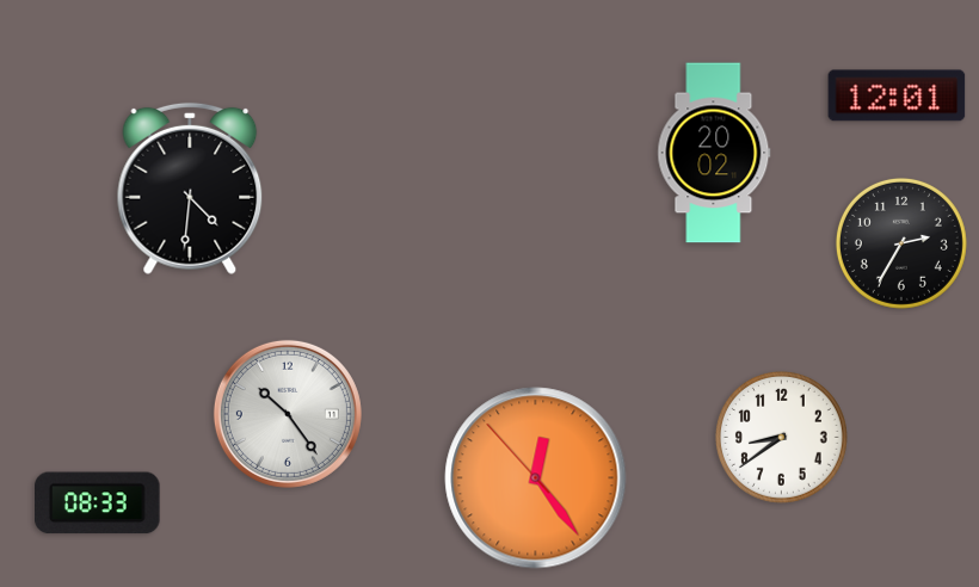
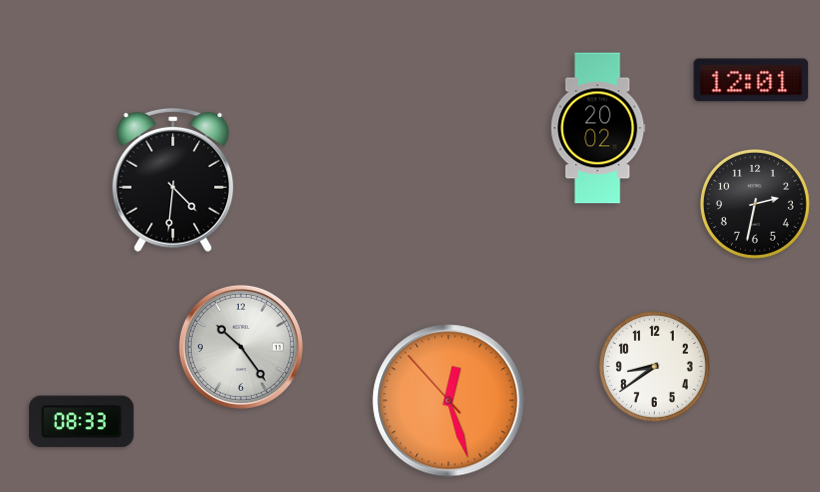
clock at (190, 189) position: (190, 189) -> (173, 180)
clock at (901, 243): 2:35 -> 2:32
clock at (536, 478): 12:23 -> 12:26
